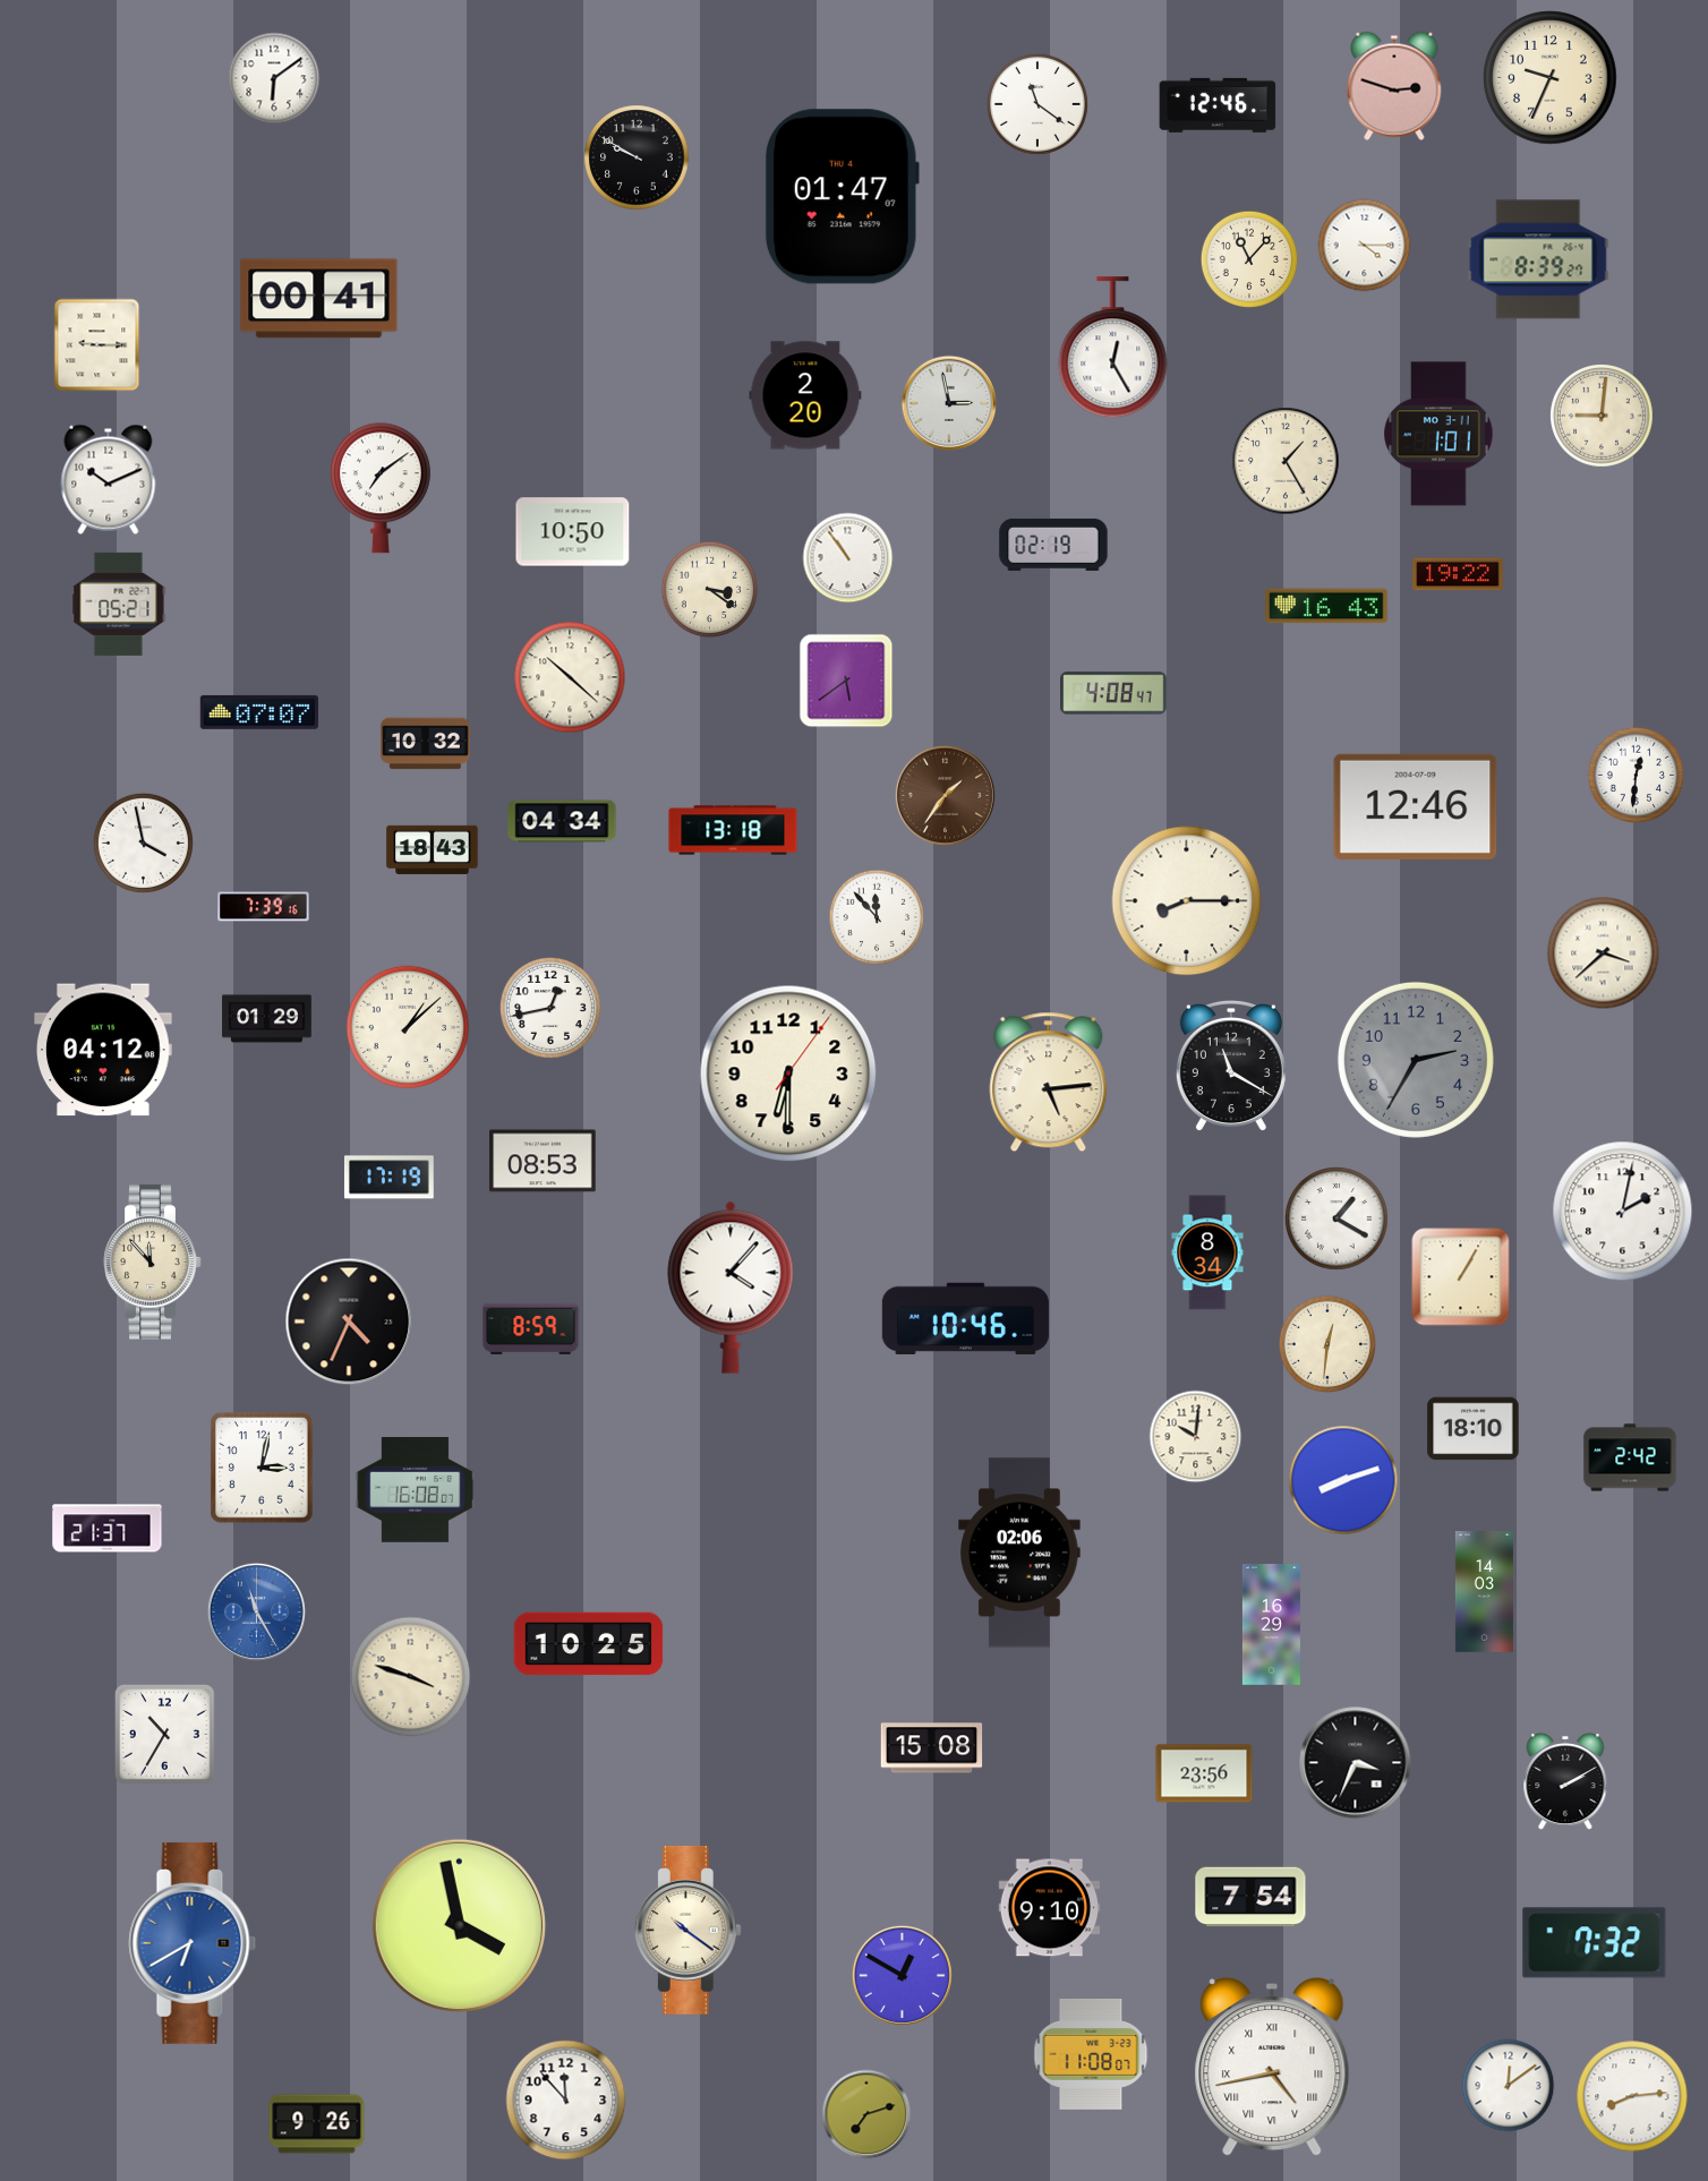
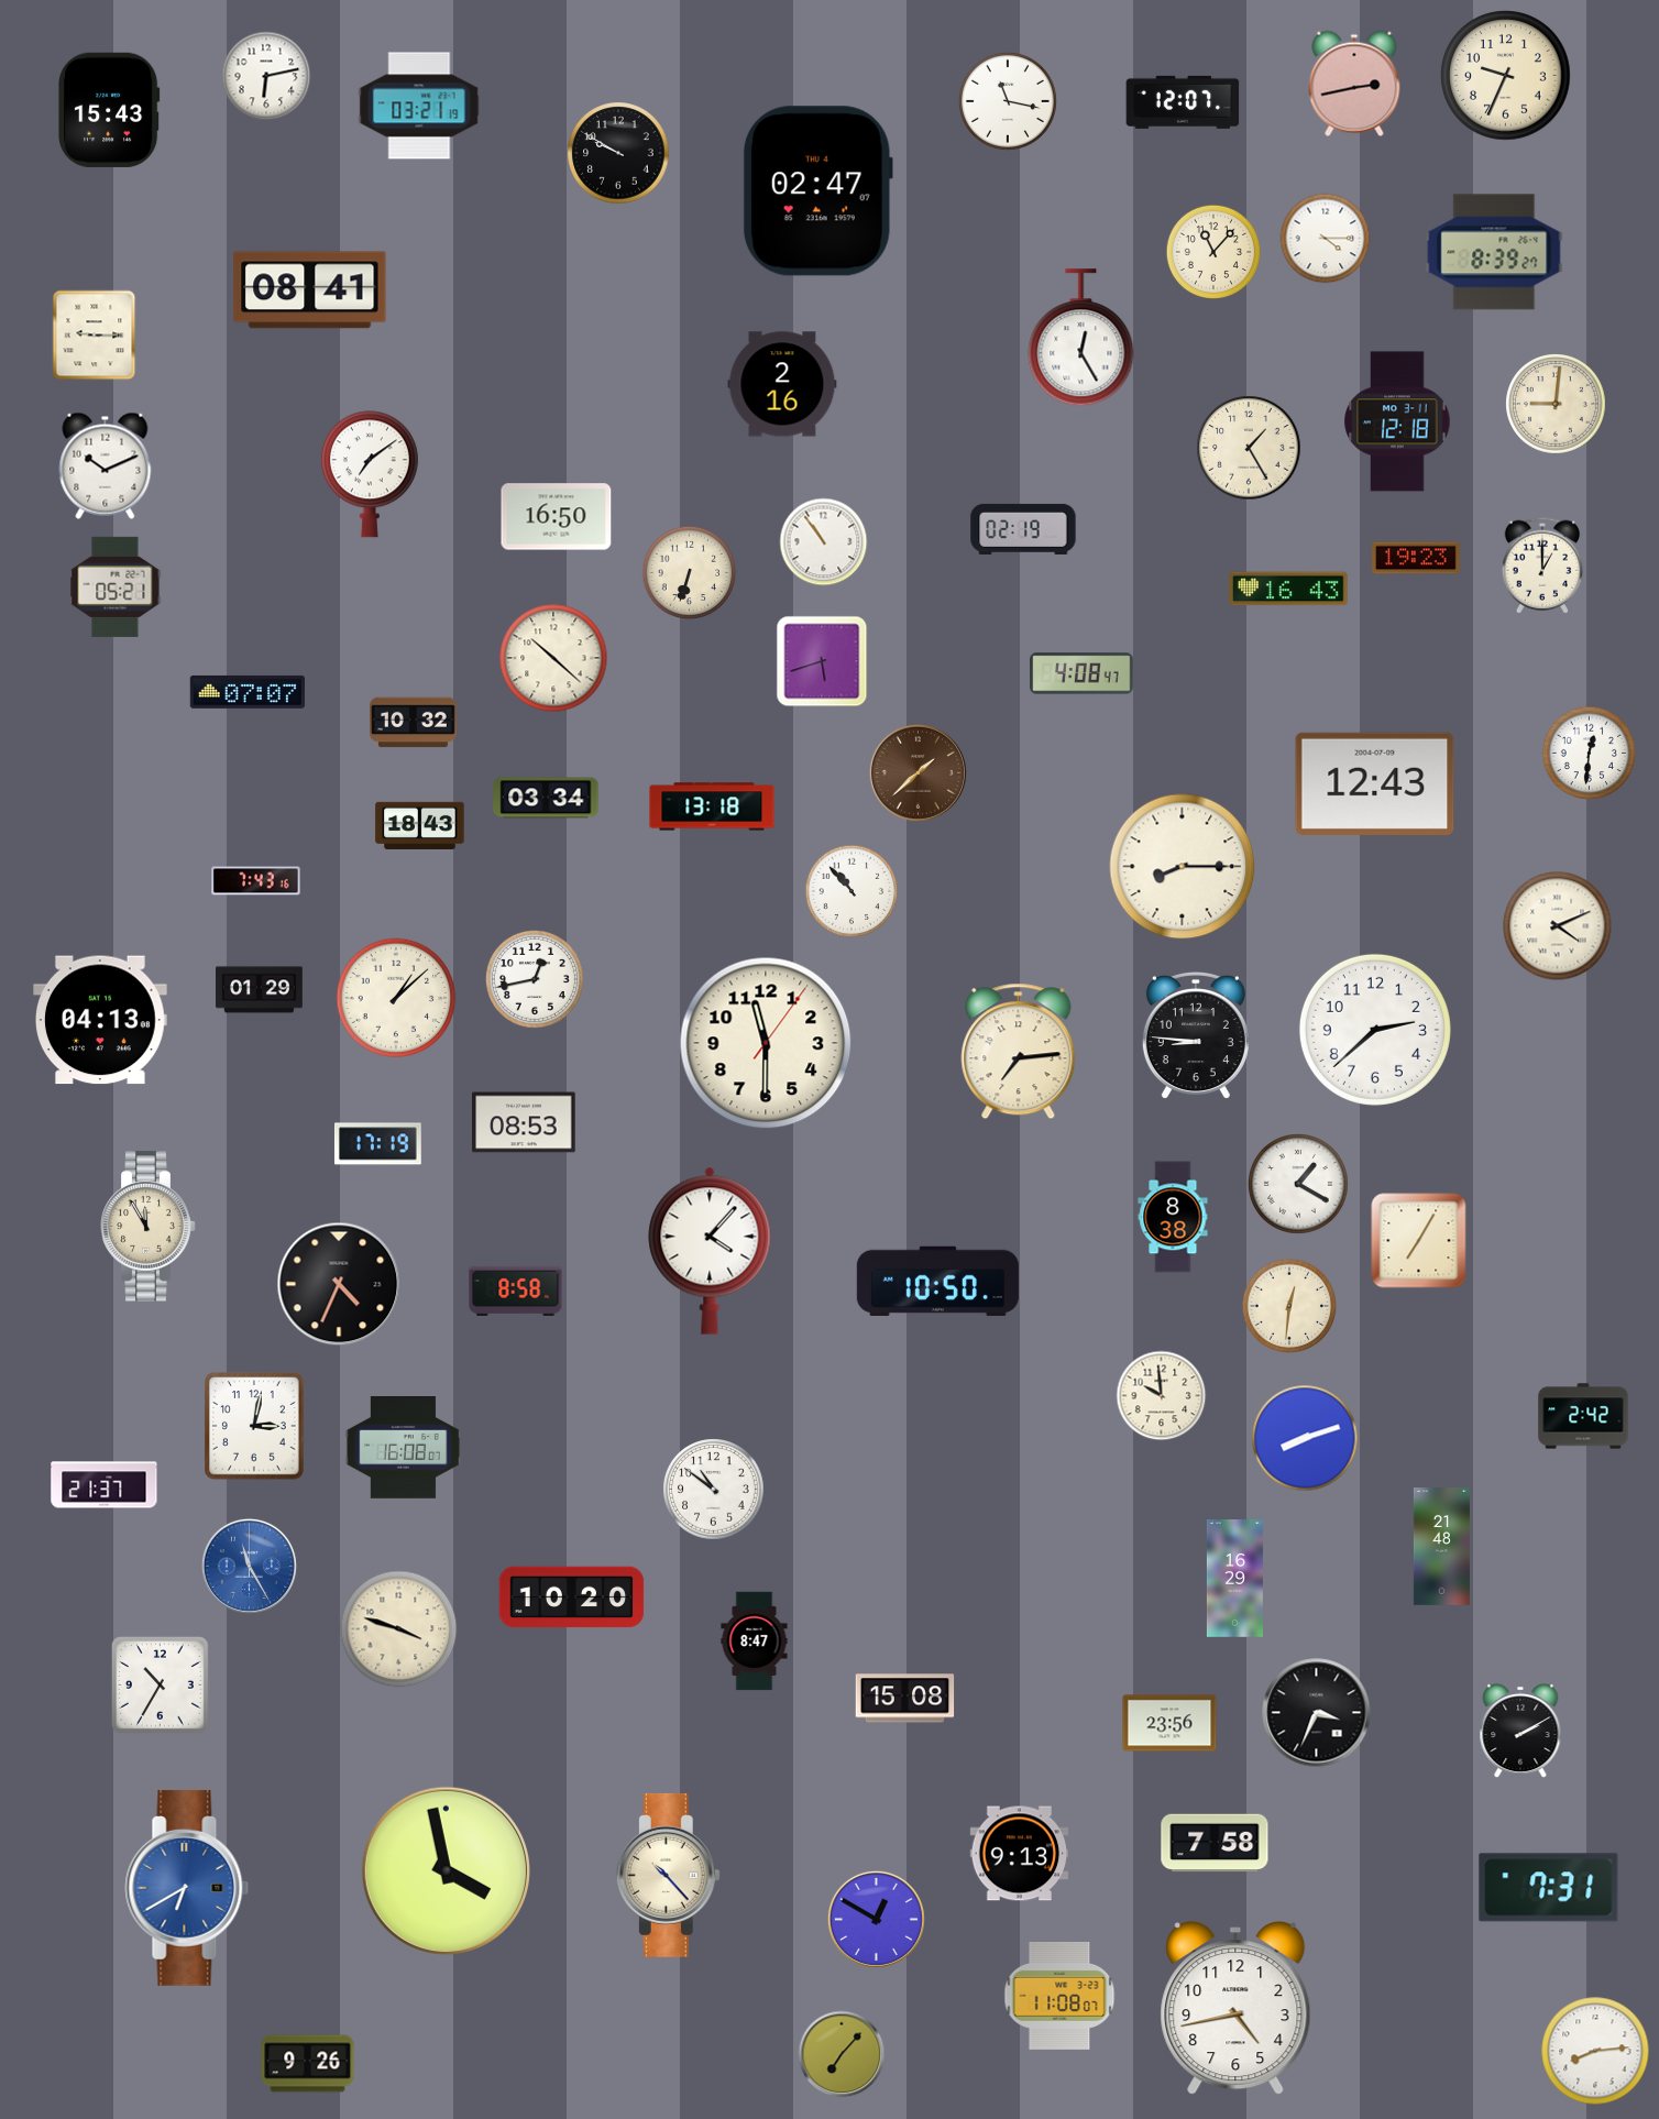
clock at (274, 78): 6:09 -> 6:13
clock at (1394, 86): 2:48 -> 2:43
clock at (1037, 104): 11:21 -> 11:17
clock at (1218, 105): 12:46 -> 12:07
clock at (419, 106): none -> 03:21
clock at (109, 110): none -> 15:43
clock at (842, 197): 01:47 -> 02:47
clock at (319, 299): 00:41 -> 08:41
clock at (805, 395): 2:20 -> 2:16
clock at (949, 403): 2:58 -> none
clock at (1438, 434): 1:01 -> 12:18
clock at (573, 532): 10:50 -> 16:50
clock at (1458, 574): 19:22 -> 19:23
clock at (1542, 566): none -> 1:00
clock at (710, 590): 3:21 -> 6:33
clock at (846, 681): 5:39 -> 5:42
clock at (259, 712) position: (259, 712) -> (248, 692)
clock at (945, 795): 1:36 -> 1:38
clock at (1416, 806): 12:46 -> 12:43
clock at (562, 821): 04:34 -> 03:34
clock at (143, 843): 3:58 -> none
clock at (1187, 901) position: (1187, 901) -> (1183, 867)
clock at (264, 907): 7:39 -> 7:43
clock at (877, 917): 11:53 -> 10:53
clock at (1604, 953): 3:38 -> 4:11
clock at (104, 1050): 04:12 -> 04:13
clock at (1416, 1060): 2:35 -> 2:38
clock at (1416, 1060) dial: grey -> white
clock at (1231, 1066): 11:20 -> 8:46
clock at (788, 1074): 6:30 -> 11:30
clock at (1049, 1083): 5:14 -> 7:14
clock at (543, 1161) position: (543, 1161) -> (524, 1122)
clock at (1623, 1212): 2:02 -> none
clock at (1207, 1252): 8:34 -> 8:38
clock at (153, 1263): 11:53 -> 11:55
clock at (1461, 1277): 1:05 -> 7:05
clock at (965, 1318): 10:46 -> 10:50
clock at (531, 1328): 8:59 -> 8:58
clock at (1474, 1429): 18:10 -> none
clock at (1196, 1437): 10:01 -> 9:59
clock at (714, 1490): none -> 10:51
clock at (1019, 1553): 02:06 -> none
clock at (1484, 1592): 14:03 -> 21:48
clock at (589, 1644): 10:25 -> 10:20
clock at (755, 1642): none -> 8:47
clock at (1250, 1897): 7:54 -> 7:58
clock at (1050, 1908): 9:10 -> 9:13
clock at (688, 1930): 10:21 -> 10:23
clock at (1595, 1943): 7:32 -> 7:31
clock at (1272, 2068) numerals: Roman -> Arabic
clock at (1509, 2086): 12:09 -> none
clock at (1632, 2096) position: (1632, 2096) -> (1595, 2051)
clock at (566, 2101): 11:53 -> none
clock at (866, 2114): 7:12 -> 7:07
